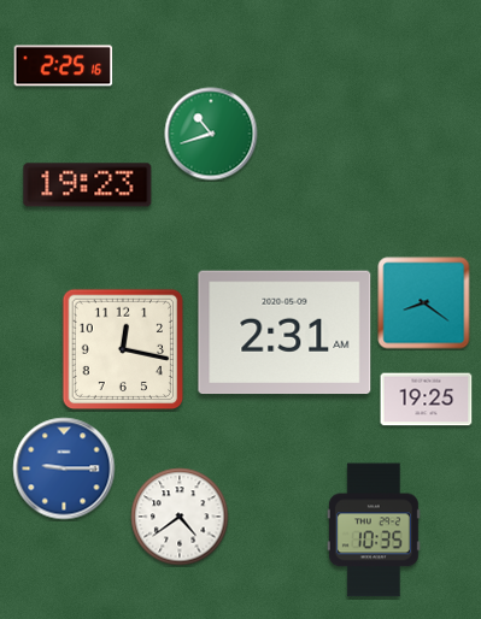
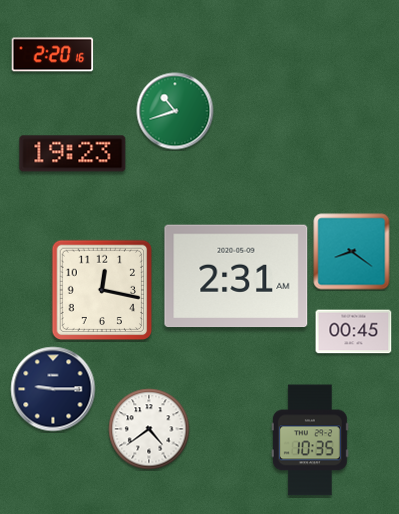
clock at (64, 66): 2:25 -> 2:20
clock at (427, 400): 19:25 -> 00:45
clock at (64, 468) dial: blue -> navy
